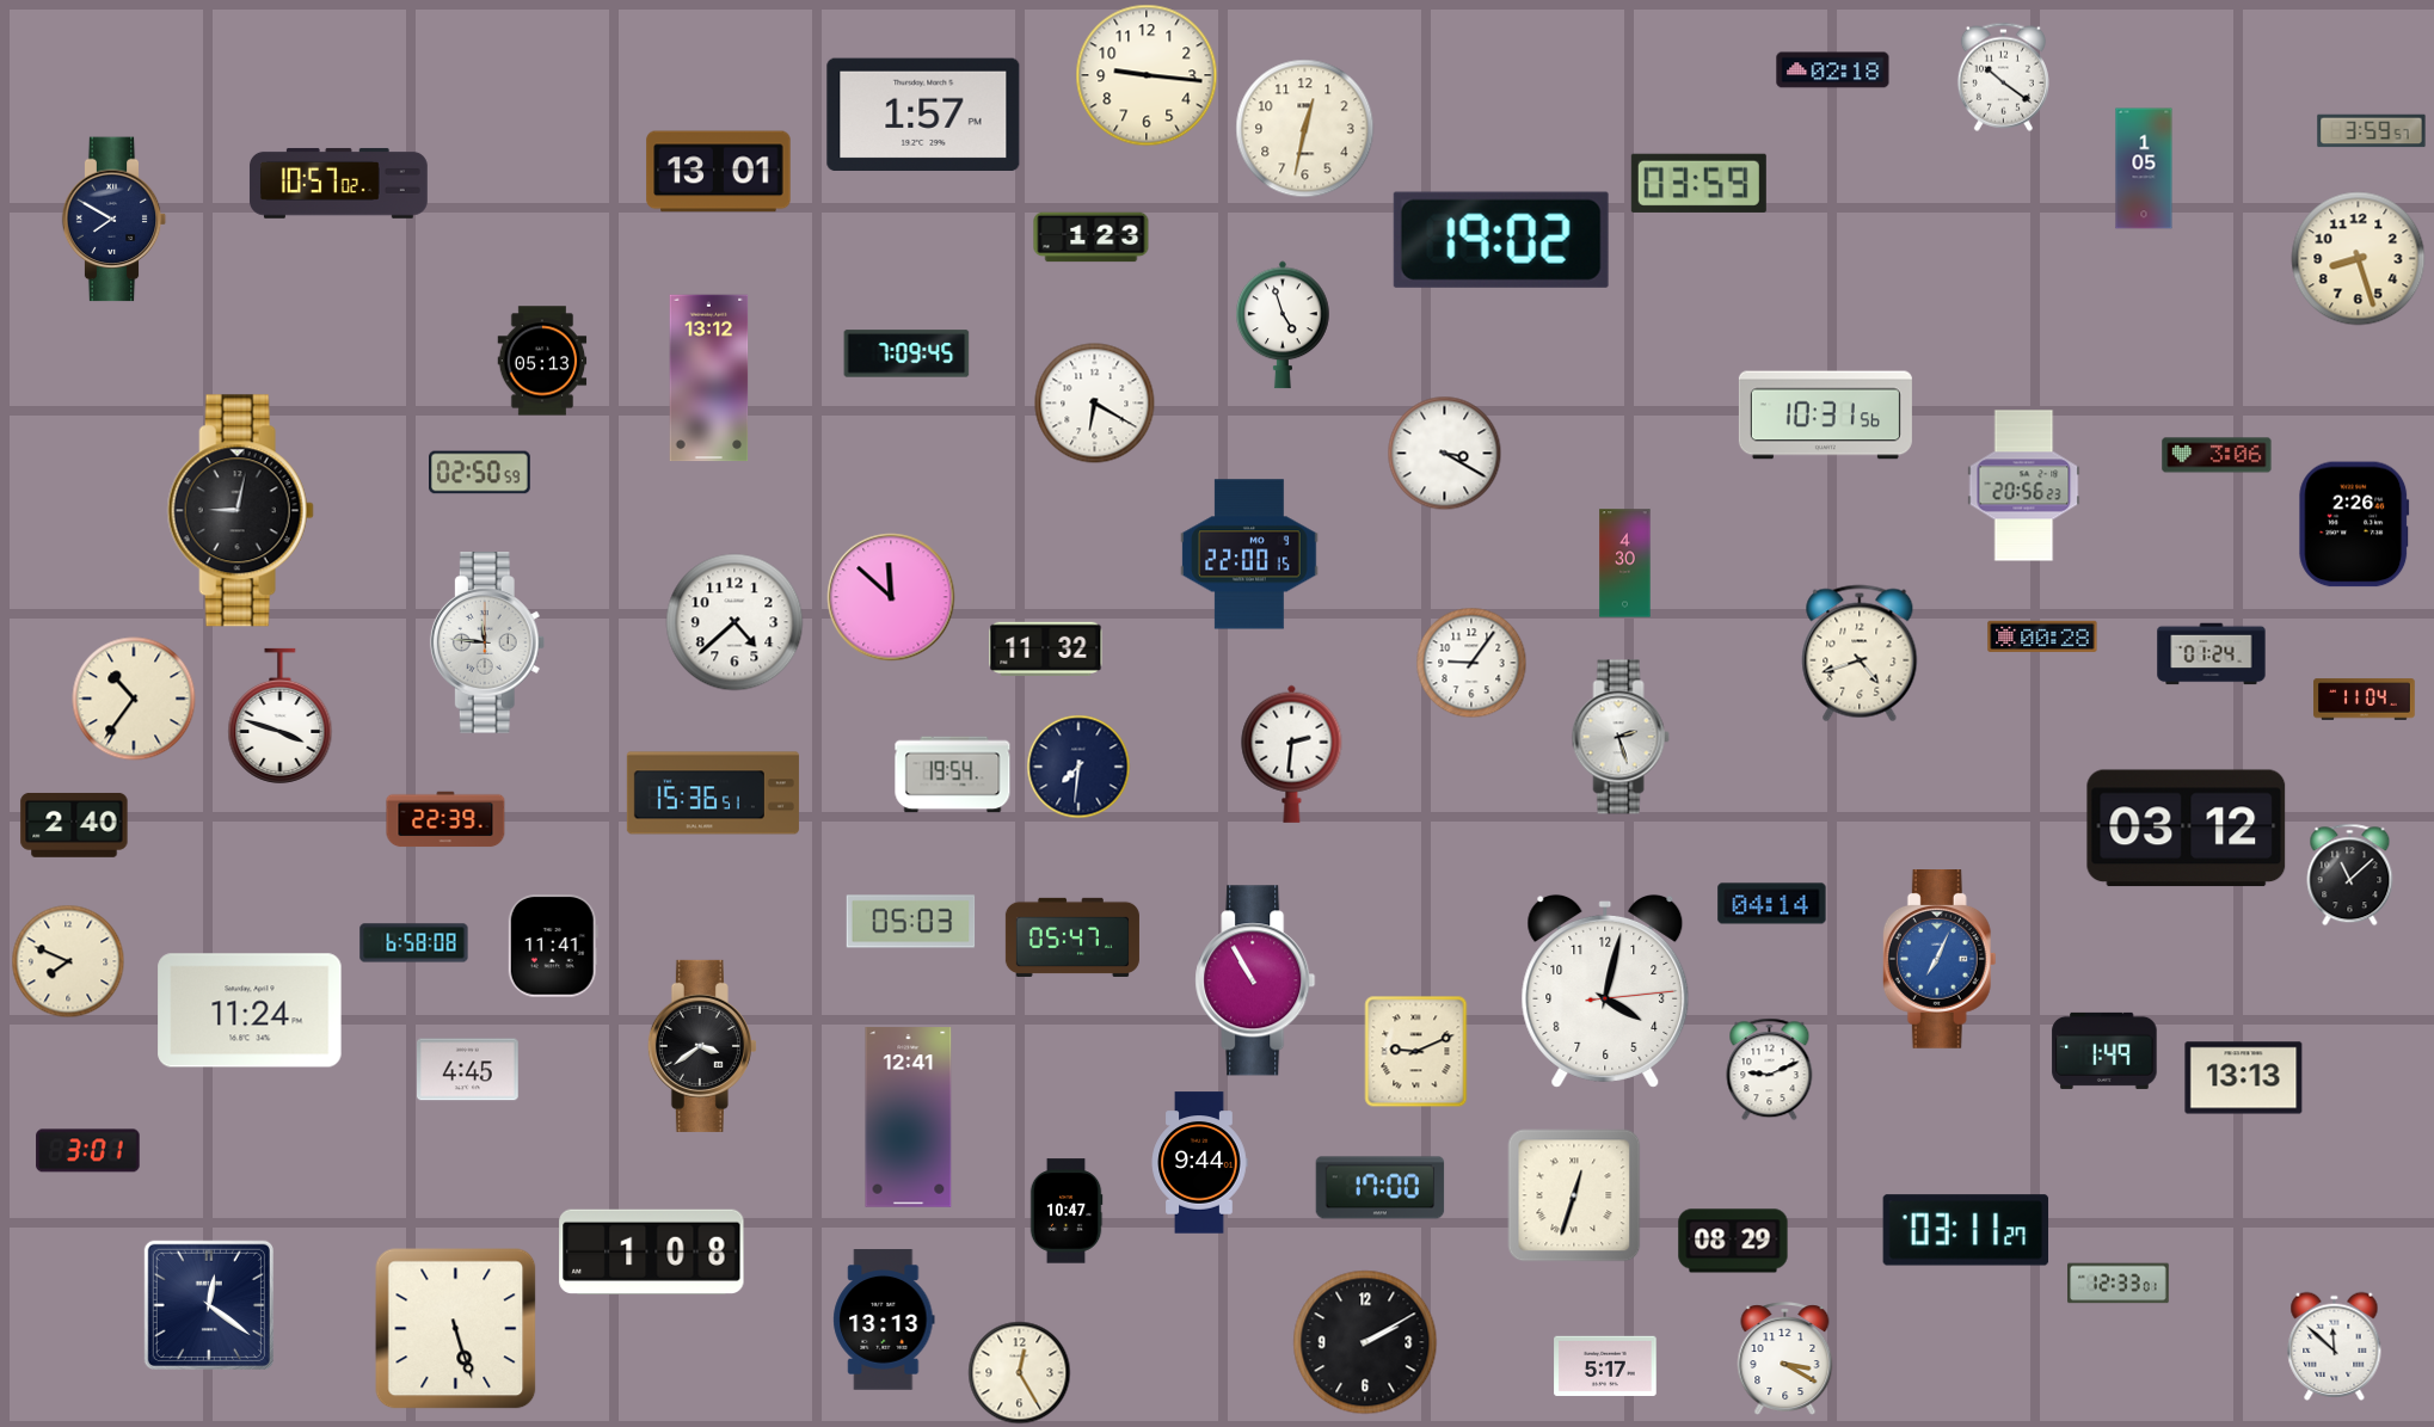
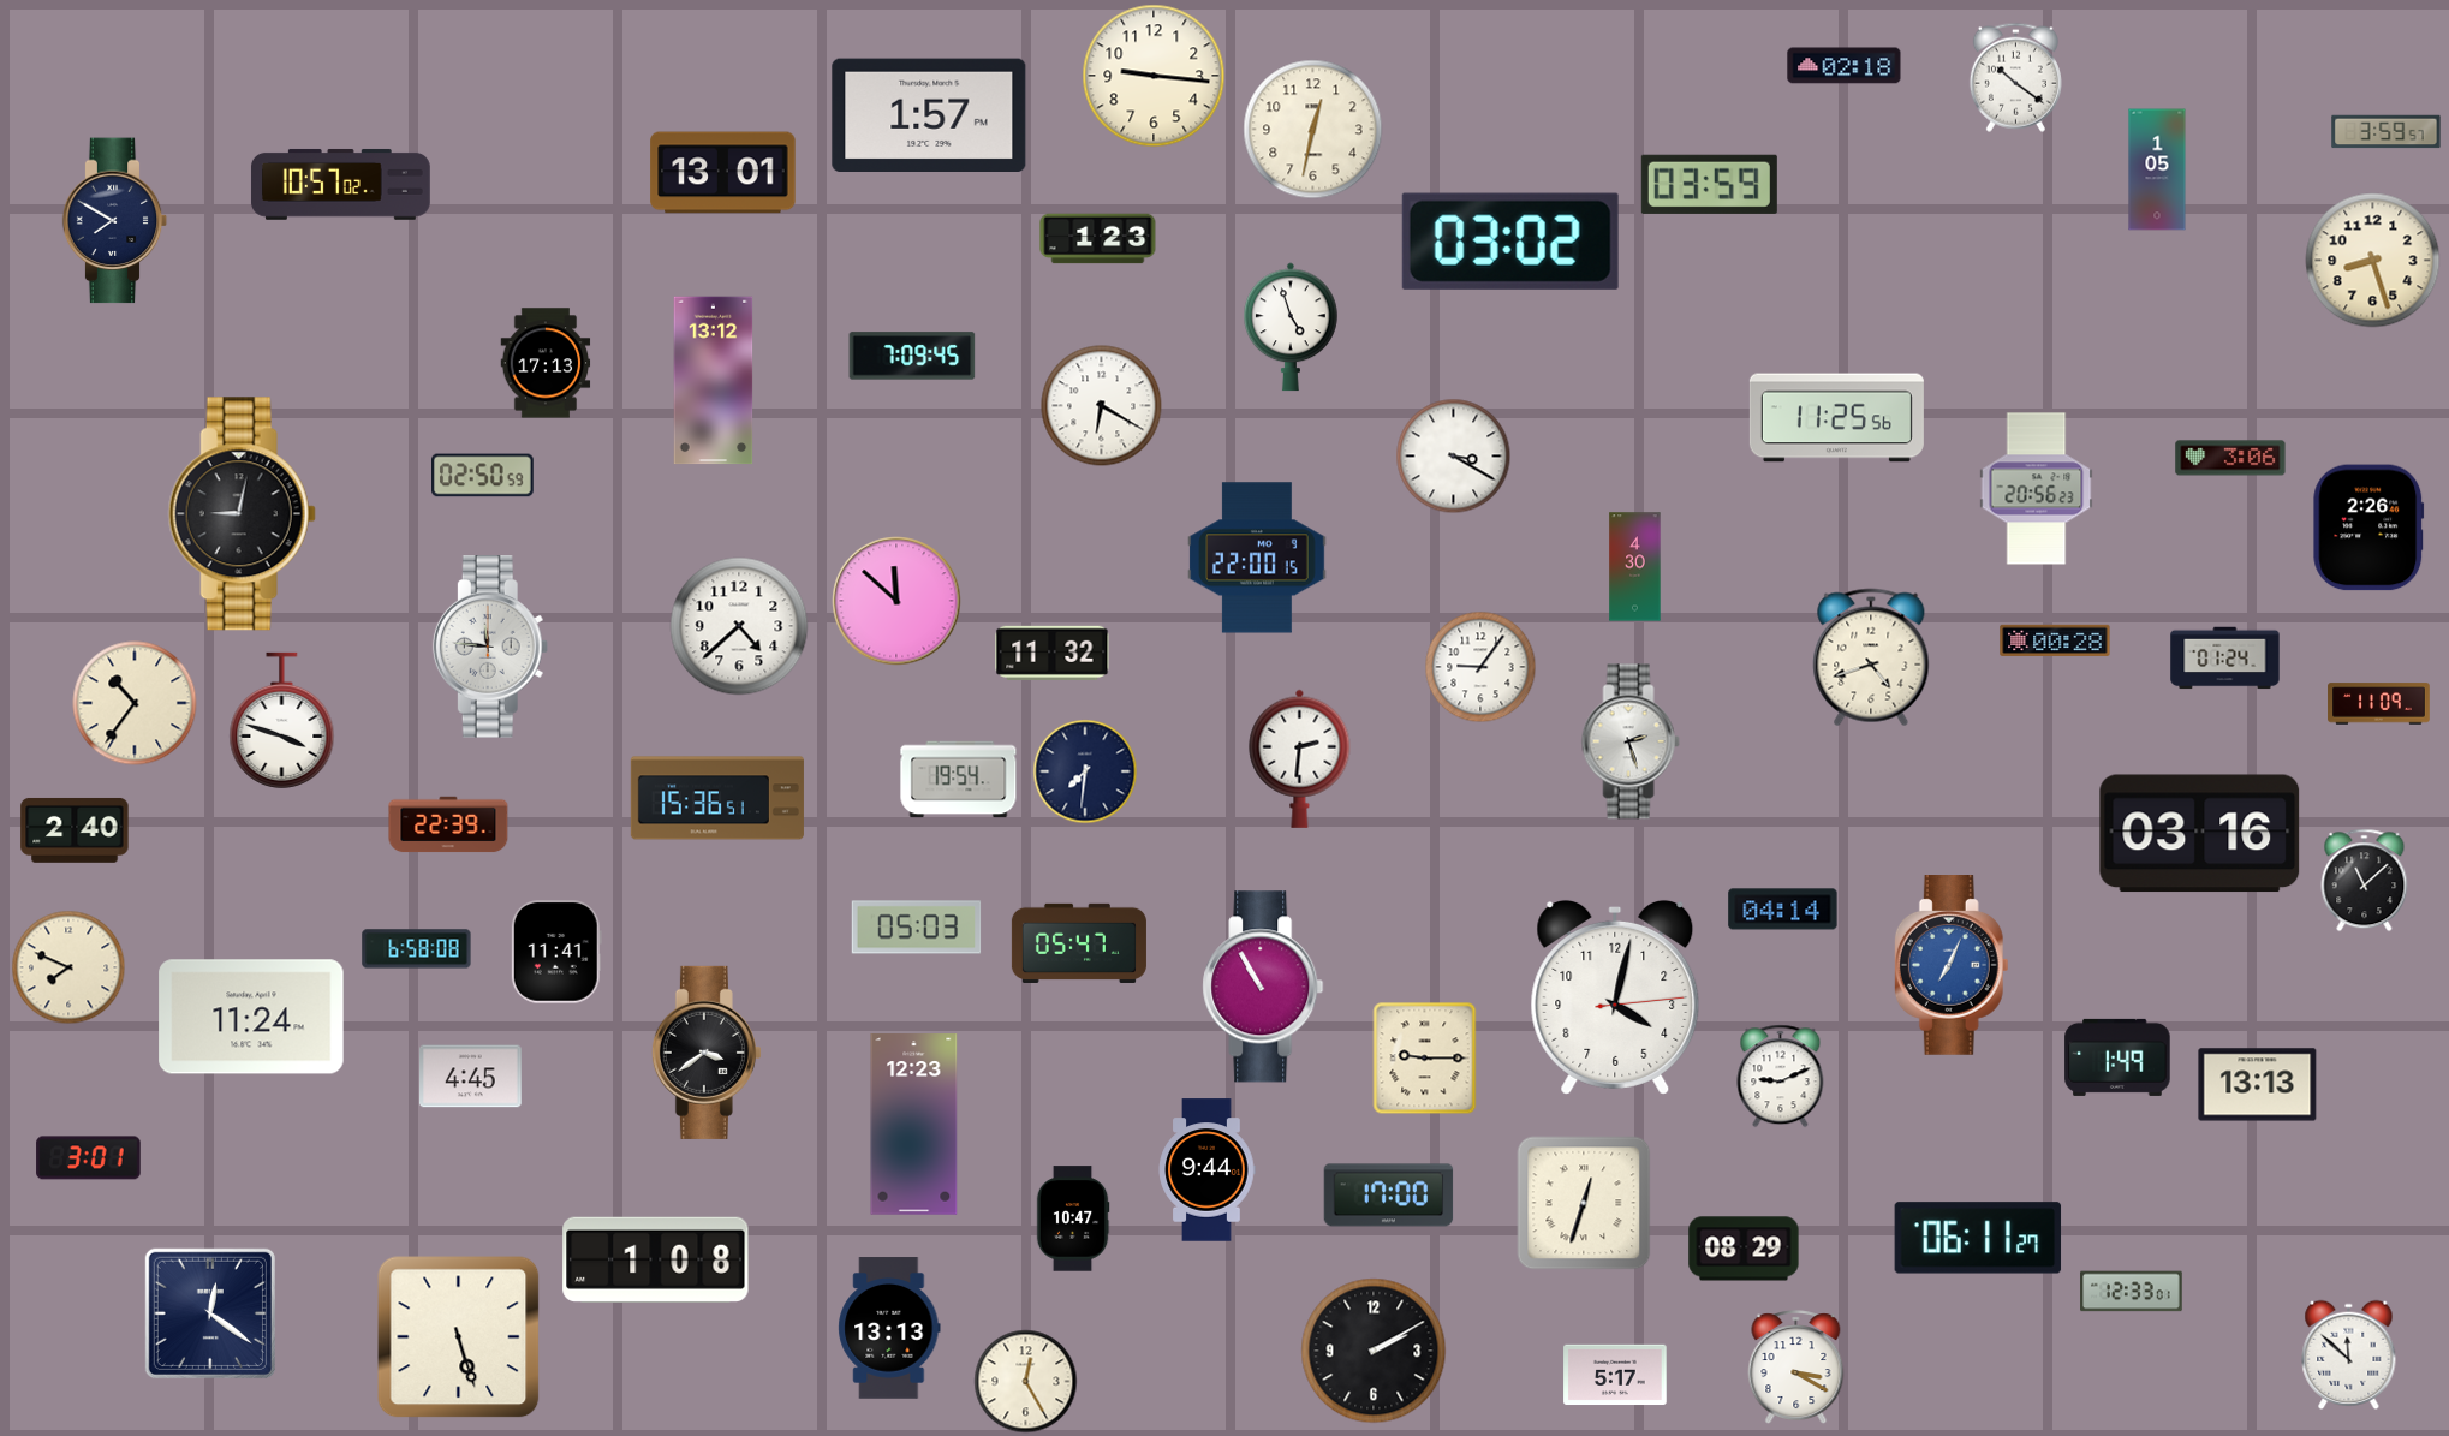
clock at (1833, 70) position: (1833, 70) -> (1845, 66)
clock at (1501, 240): 19:02 -> 03:02
clock at (542, 361): 05:13 -> 17:13
clock at (1825, 416): 10:31 -> 11:25
clock at (2365, 700): 11:04 -> 11:09
clock at (2187, 829): 03:12 -> 03:16
clock at (1416, 1052): 9:11 -> 9:15
clock at (909, 1118): 12:41 -> 12:23
clock at (1966, 1230): 03:11 -> 06:11
